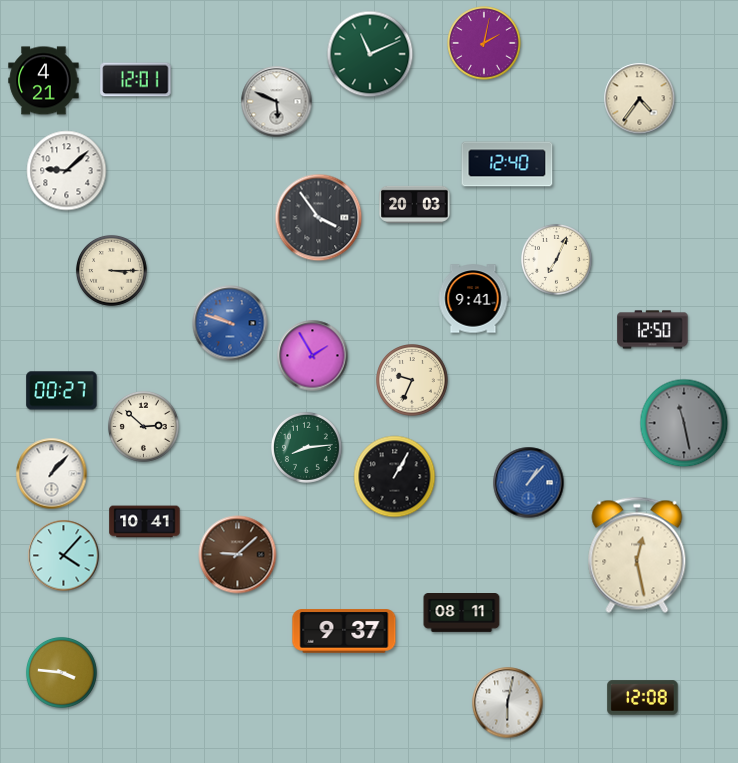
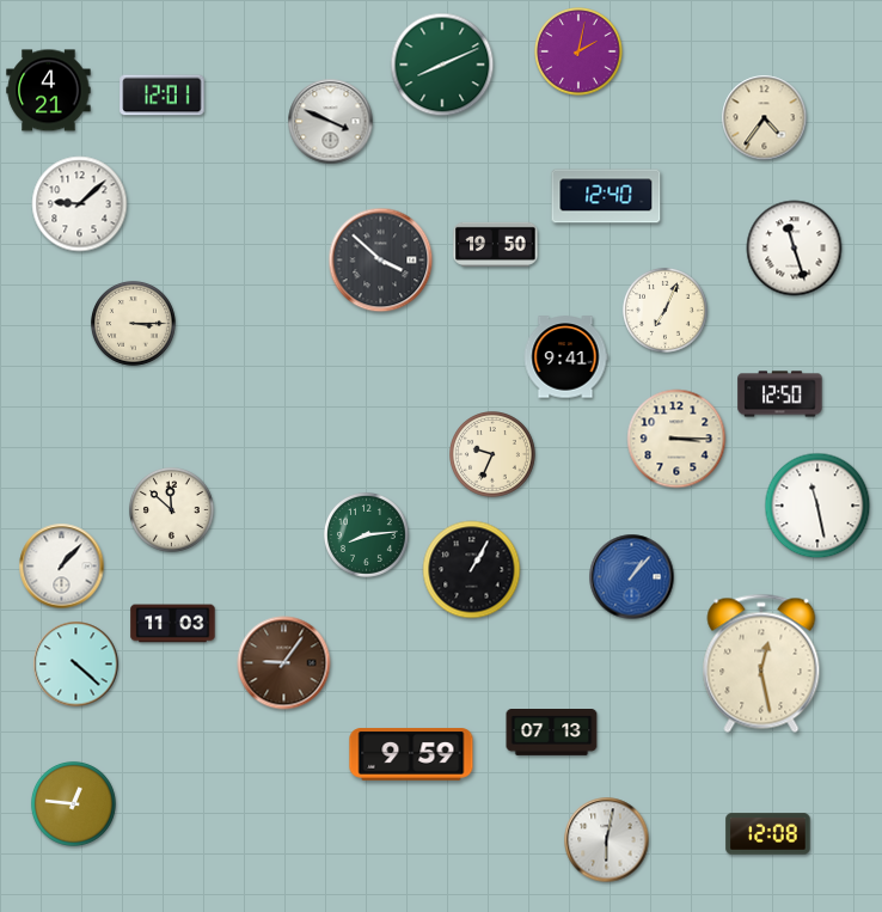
clock at (370, 54): 11:11 -> 8:11
clock at (44, 81) position: (44, 81) -> (49, 91)
clock at (277, 102): 5:49 -> 3:49
clock at (415, 204): 20:03 -> 19:50
clock at (795, 249): none -> 11:27
clock at (319, 218): 3:54 -> 3:52
clock at (230, 323): 9:48 -> none
clock at (313, 356): 1:55 -> none
clock at (676, 439): none -> 3:15
clock at (62, 391): 00:27 -> none
clock at (684, 423) dial: grey -> white
clock at (143, 426): 2:52 -> 11:52
clock at (145, 522): 10:41 -> 11:03
clock at (238, 555): 9:08 -> 9:06
clock at (64, 556): 4:07 -> 4:22
clock at (462, 613): 08:11 -> 07:13
clock at (344, 631): 9:37 -> 9:59
clock at (61, 672): 3:46 -> 12:46
